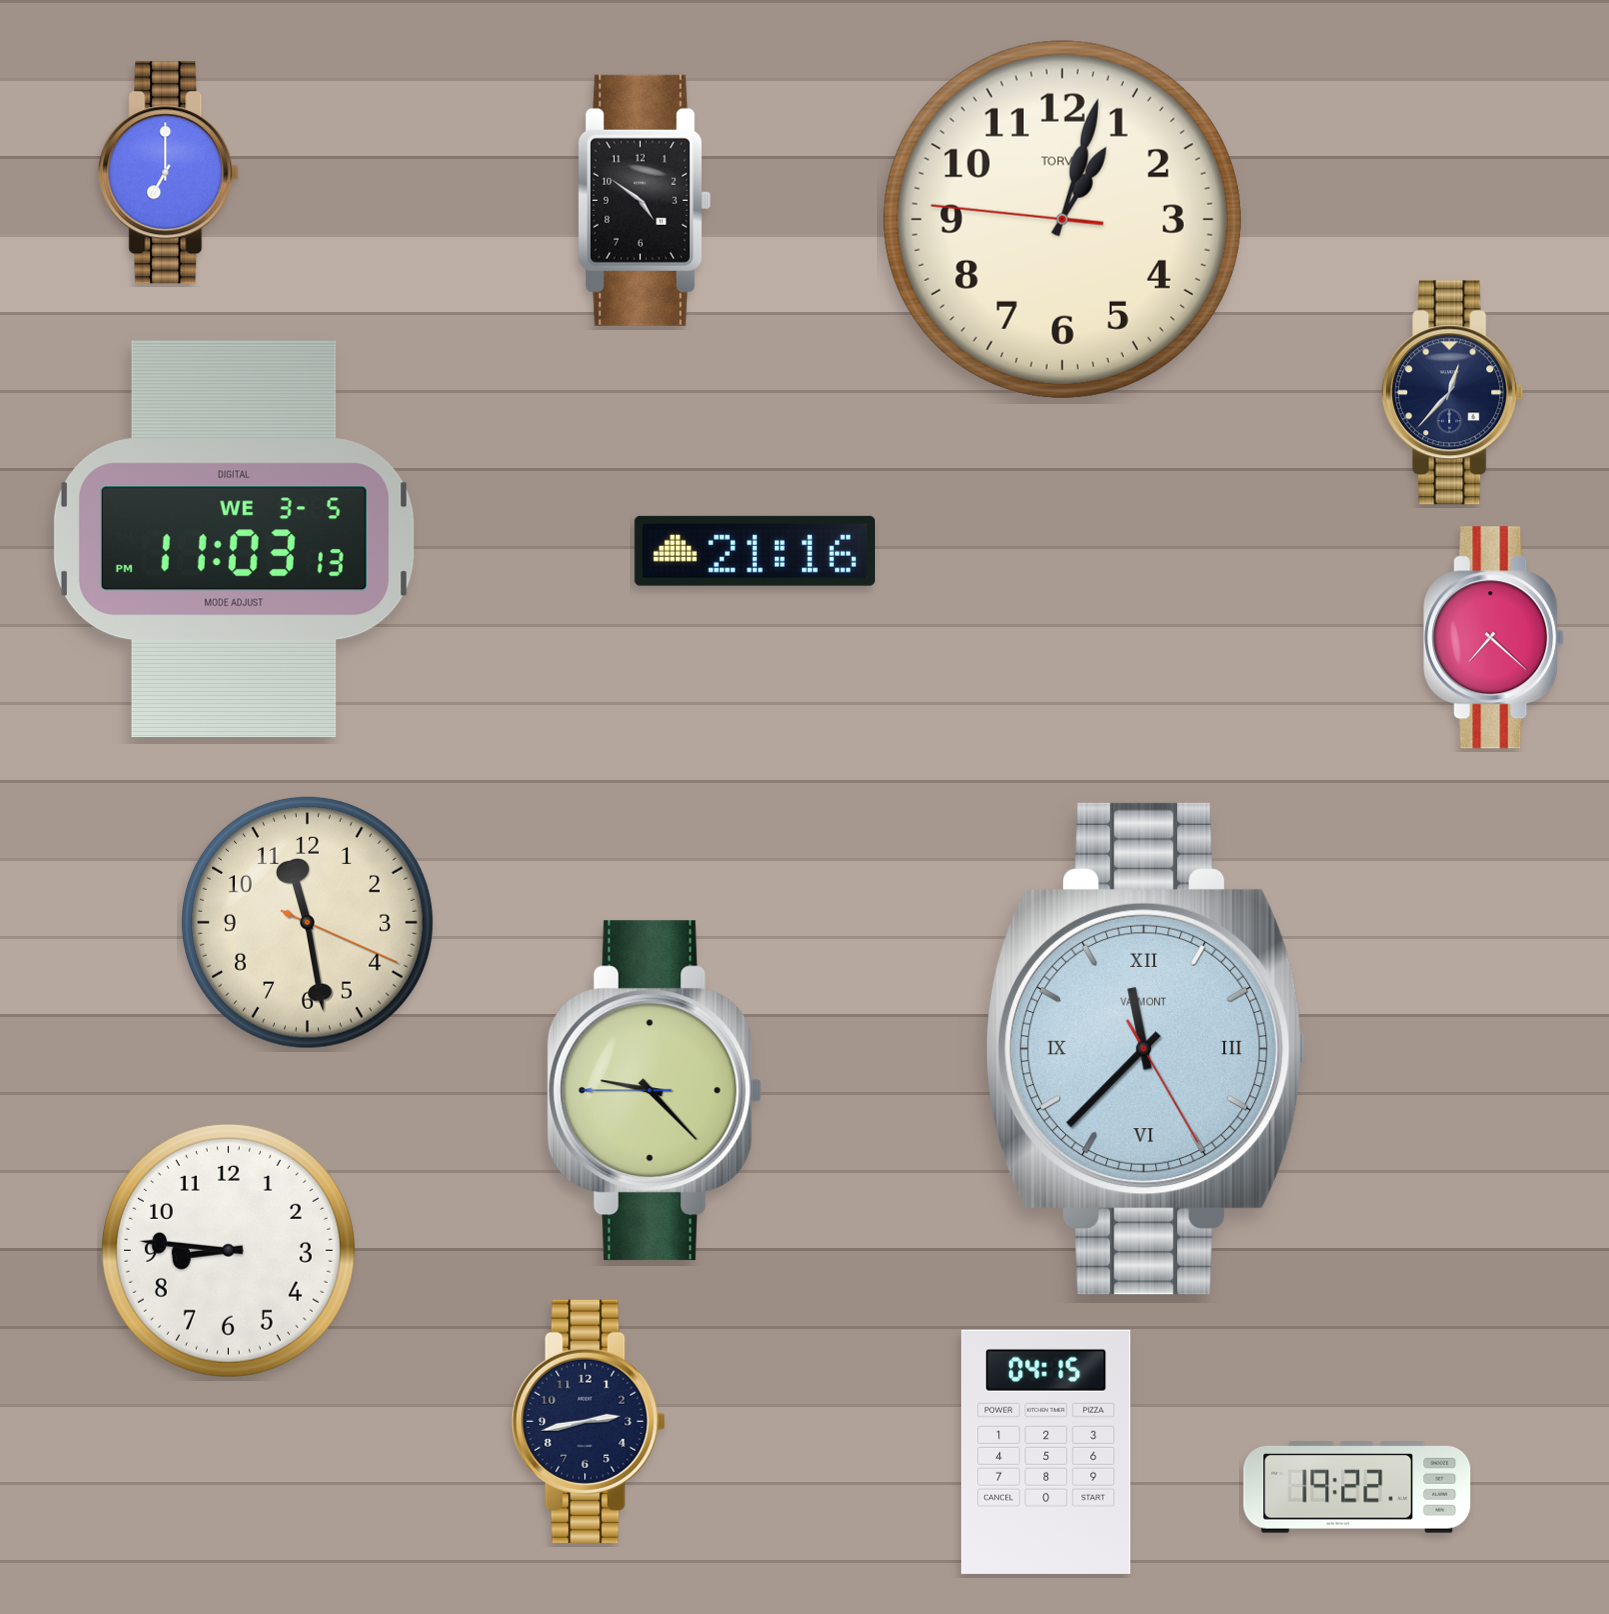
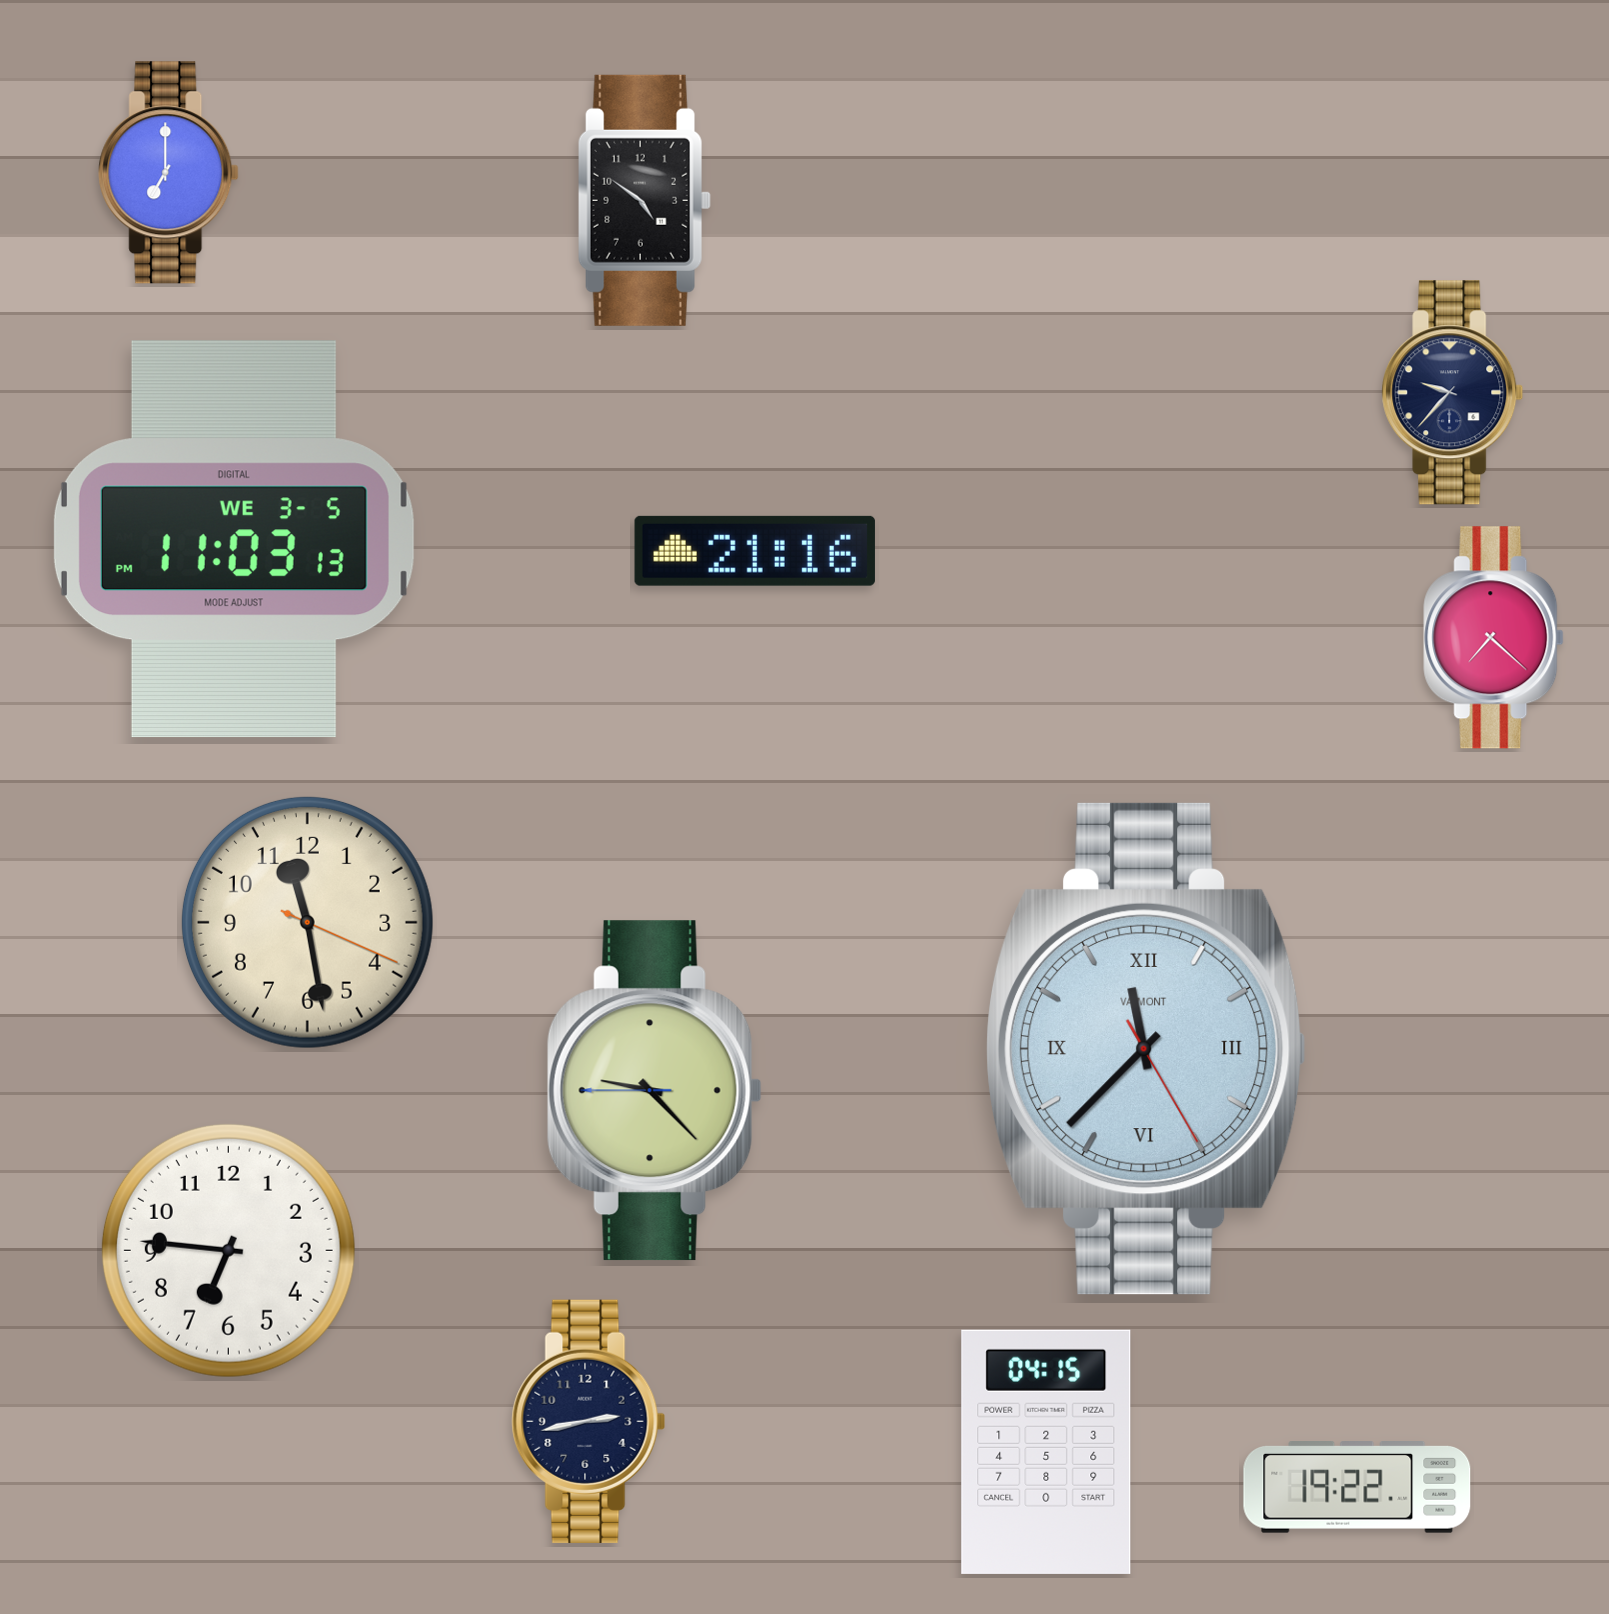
clock at (1062, 219): 1:02 -> none
clock at (1453, 393): 12:37 -> 9:37
clock at (228, 1250): 8:46 -> 6:46
